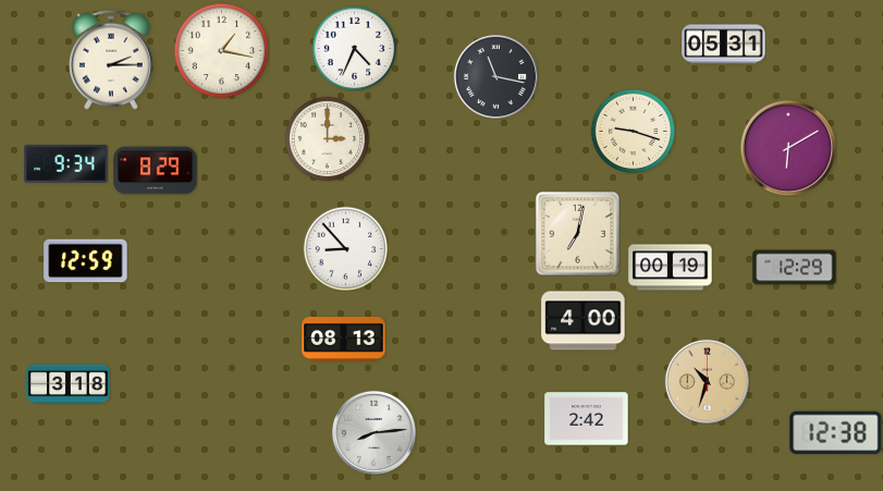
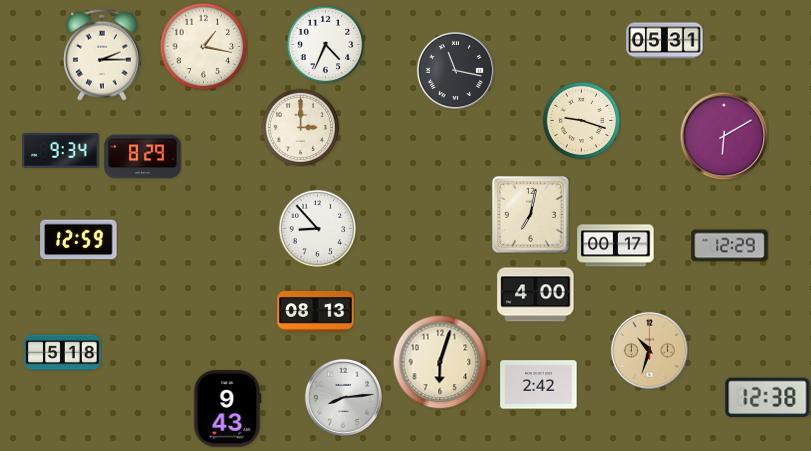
clock at (671, 268): 00:19 -> 00:17
clock at (69, 384): 3:18 -> 5:18
clock at (440, 362): none -> 6:03
clock at (227, 409): none -> 9:43
